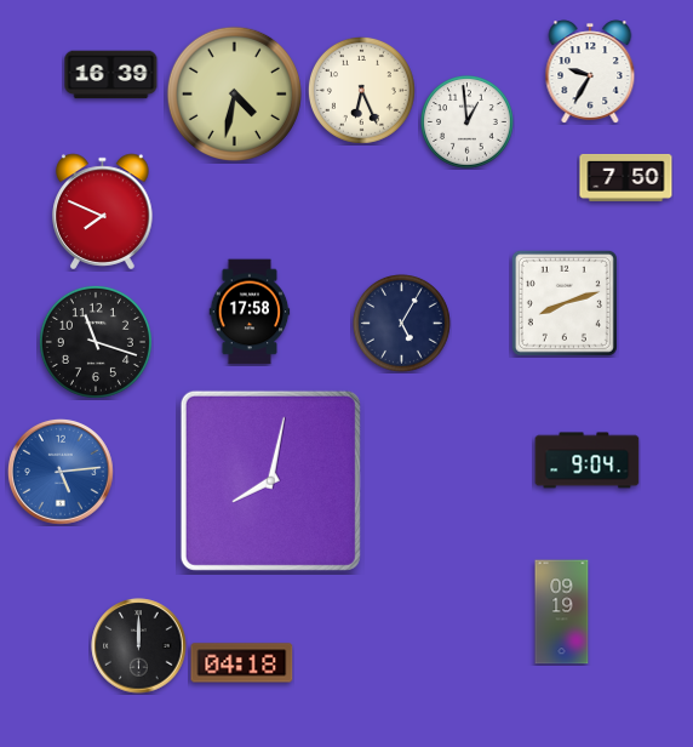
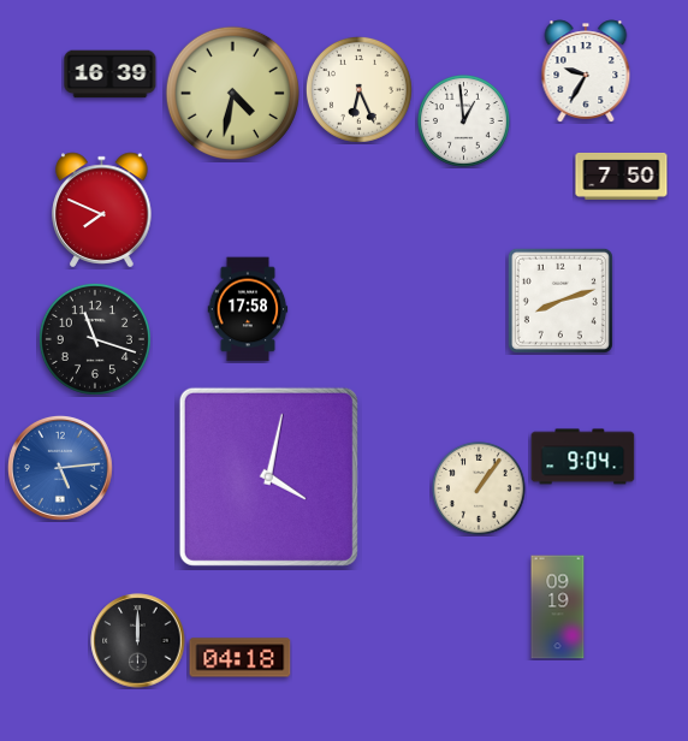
clock at (402, 324): 5:05 -> none
clock at (270, 480): 8:02 -> 4:02
clock at (480, 490): none -> 1:06
